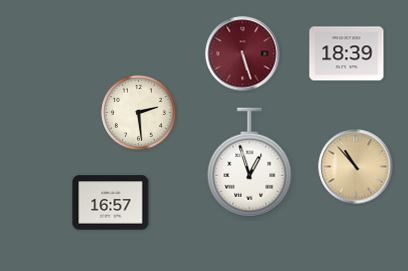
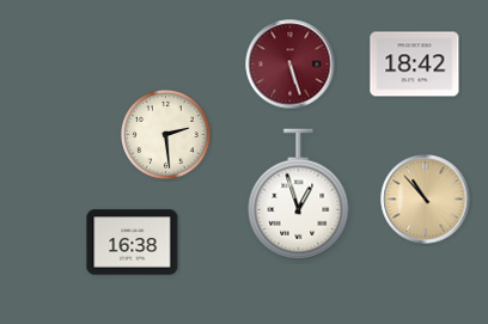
clock at (347, 54): 18:39 -> 18:42
clock at (111, 203): 16:57 -> 16:38
